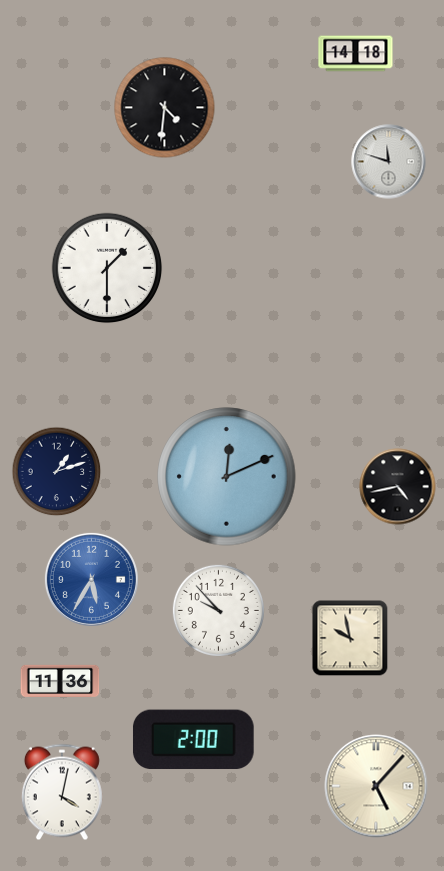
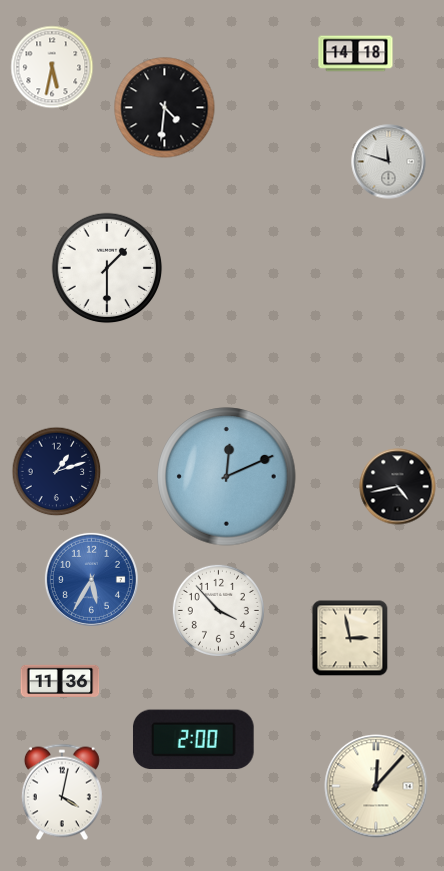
clock at (52, 67): none -> 5:32
clock at (218, 610): 9:53 -> 3:53
clock at (350, 638): 9:58 -> 2:58
clock at (376, 786): 5:07 -> 12:07
